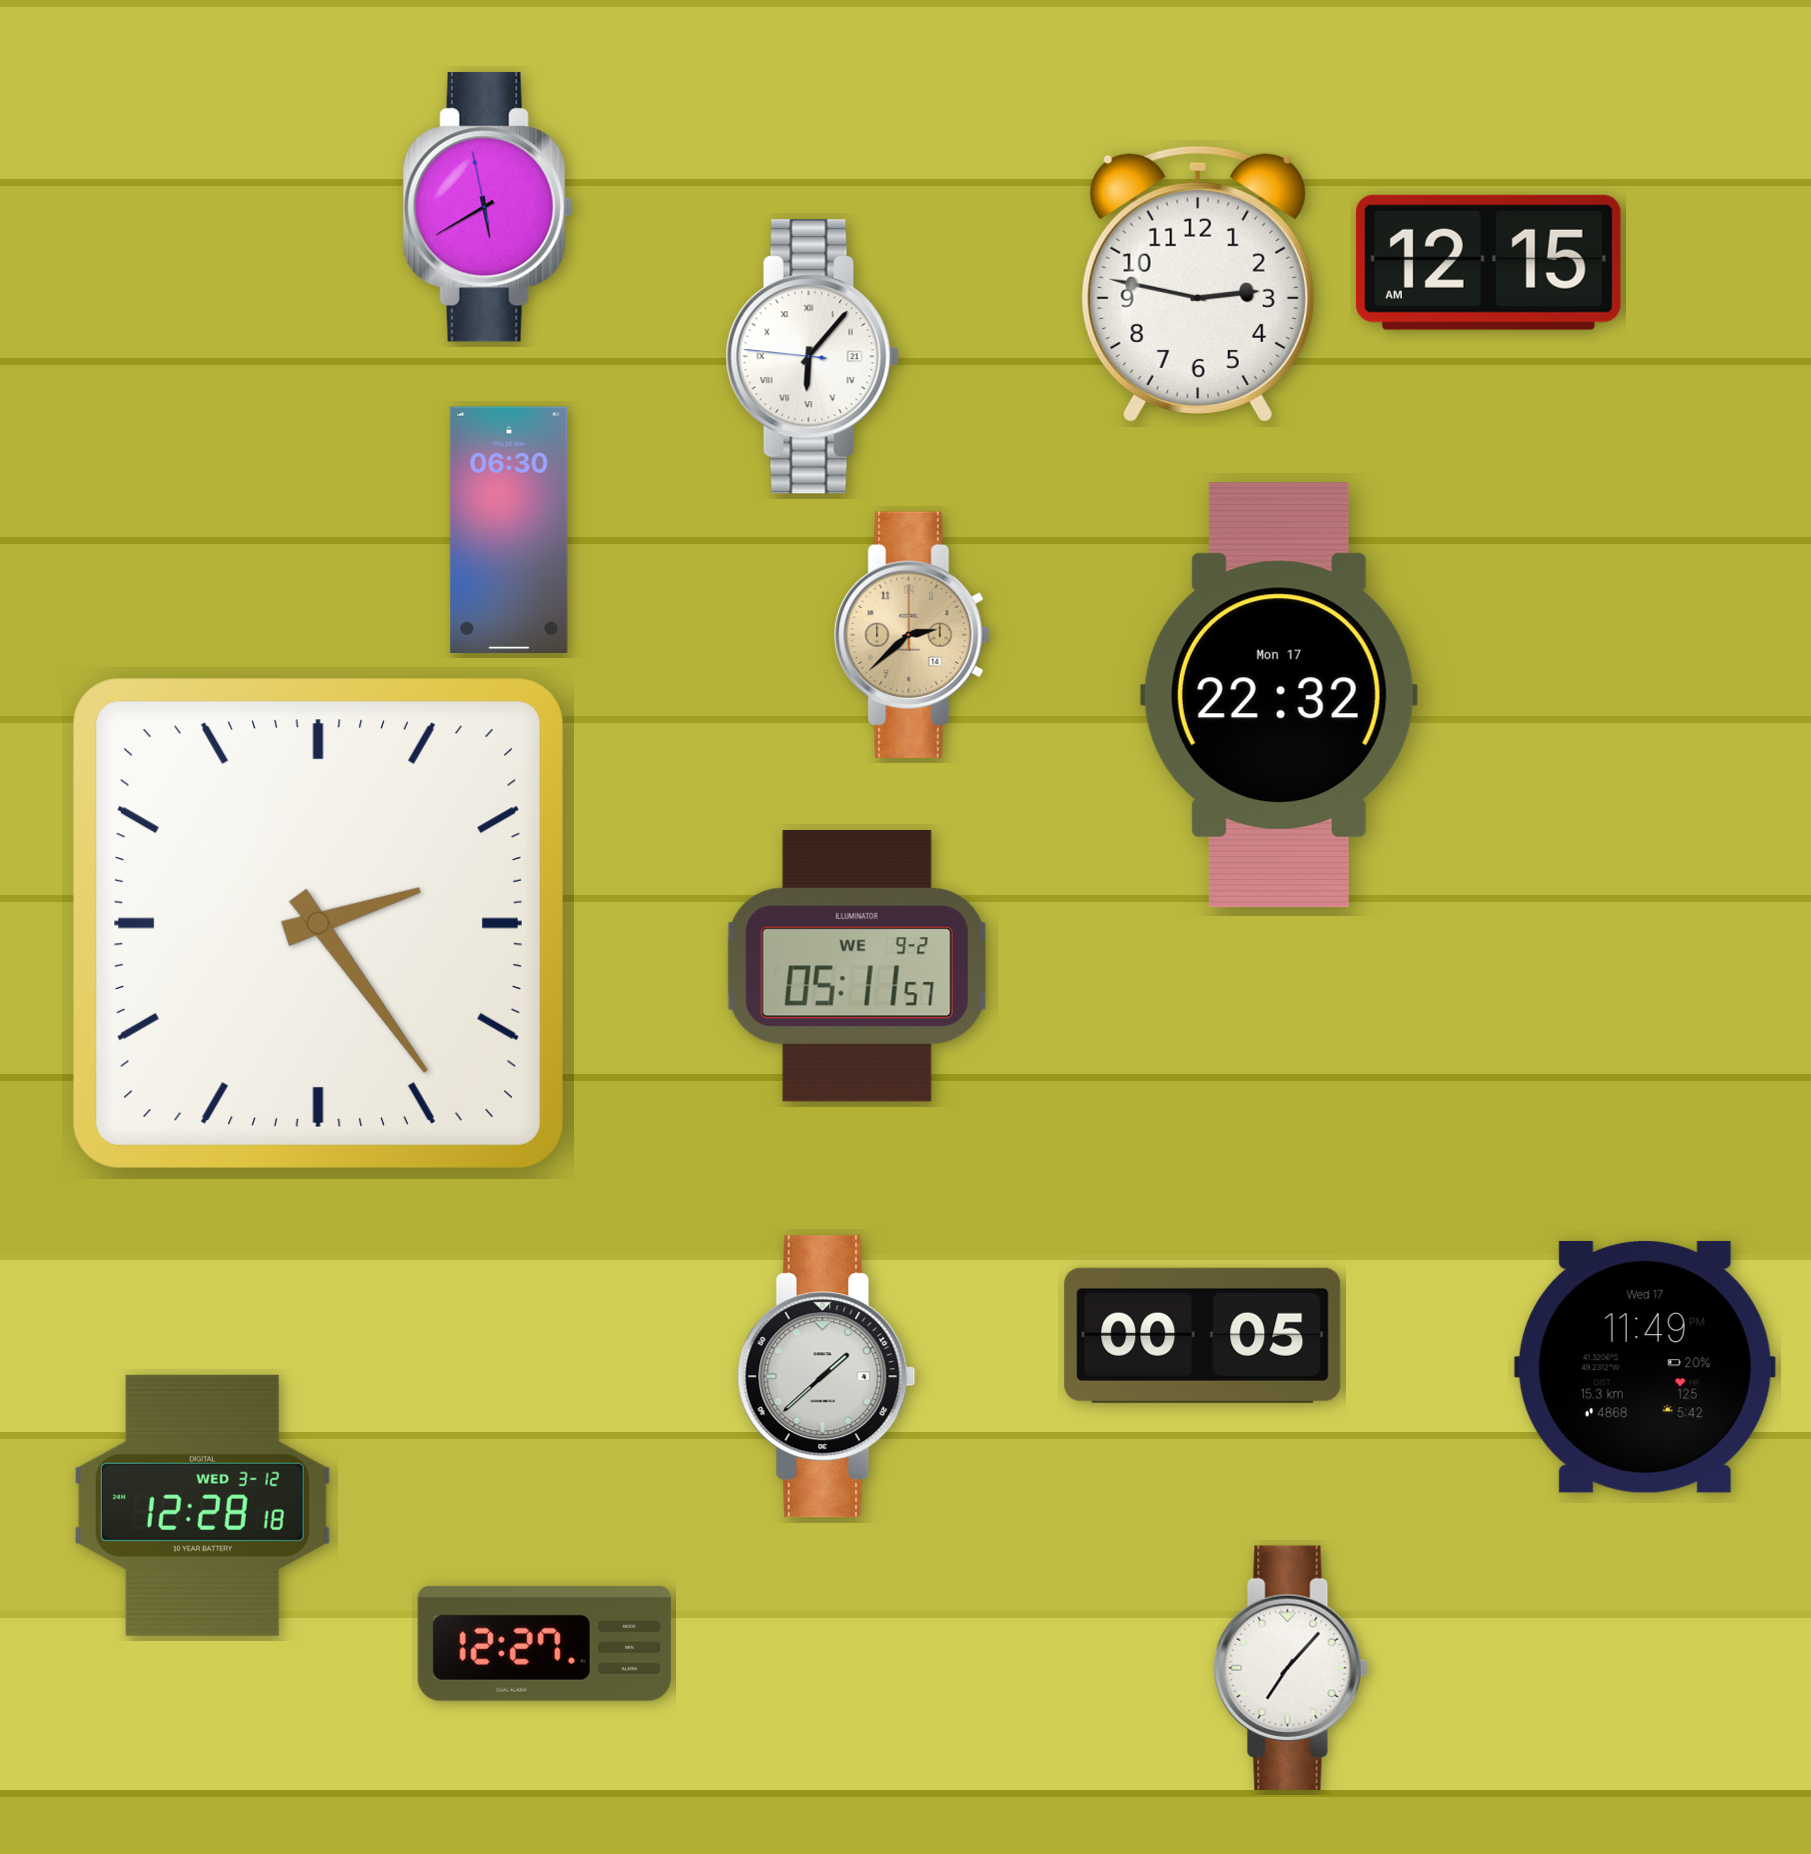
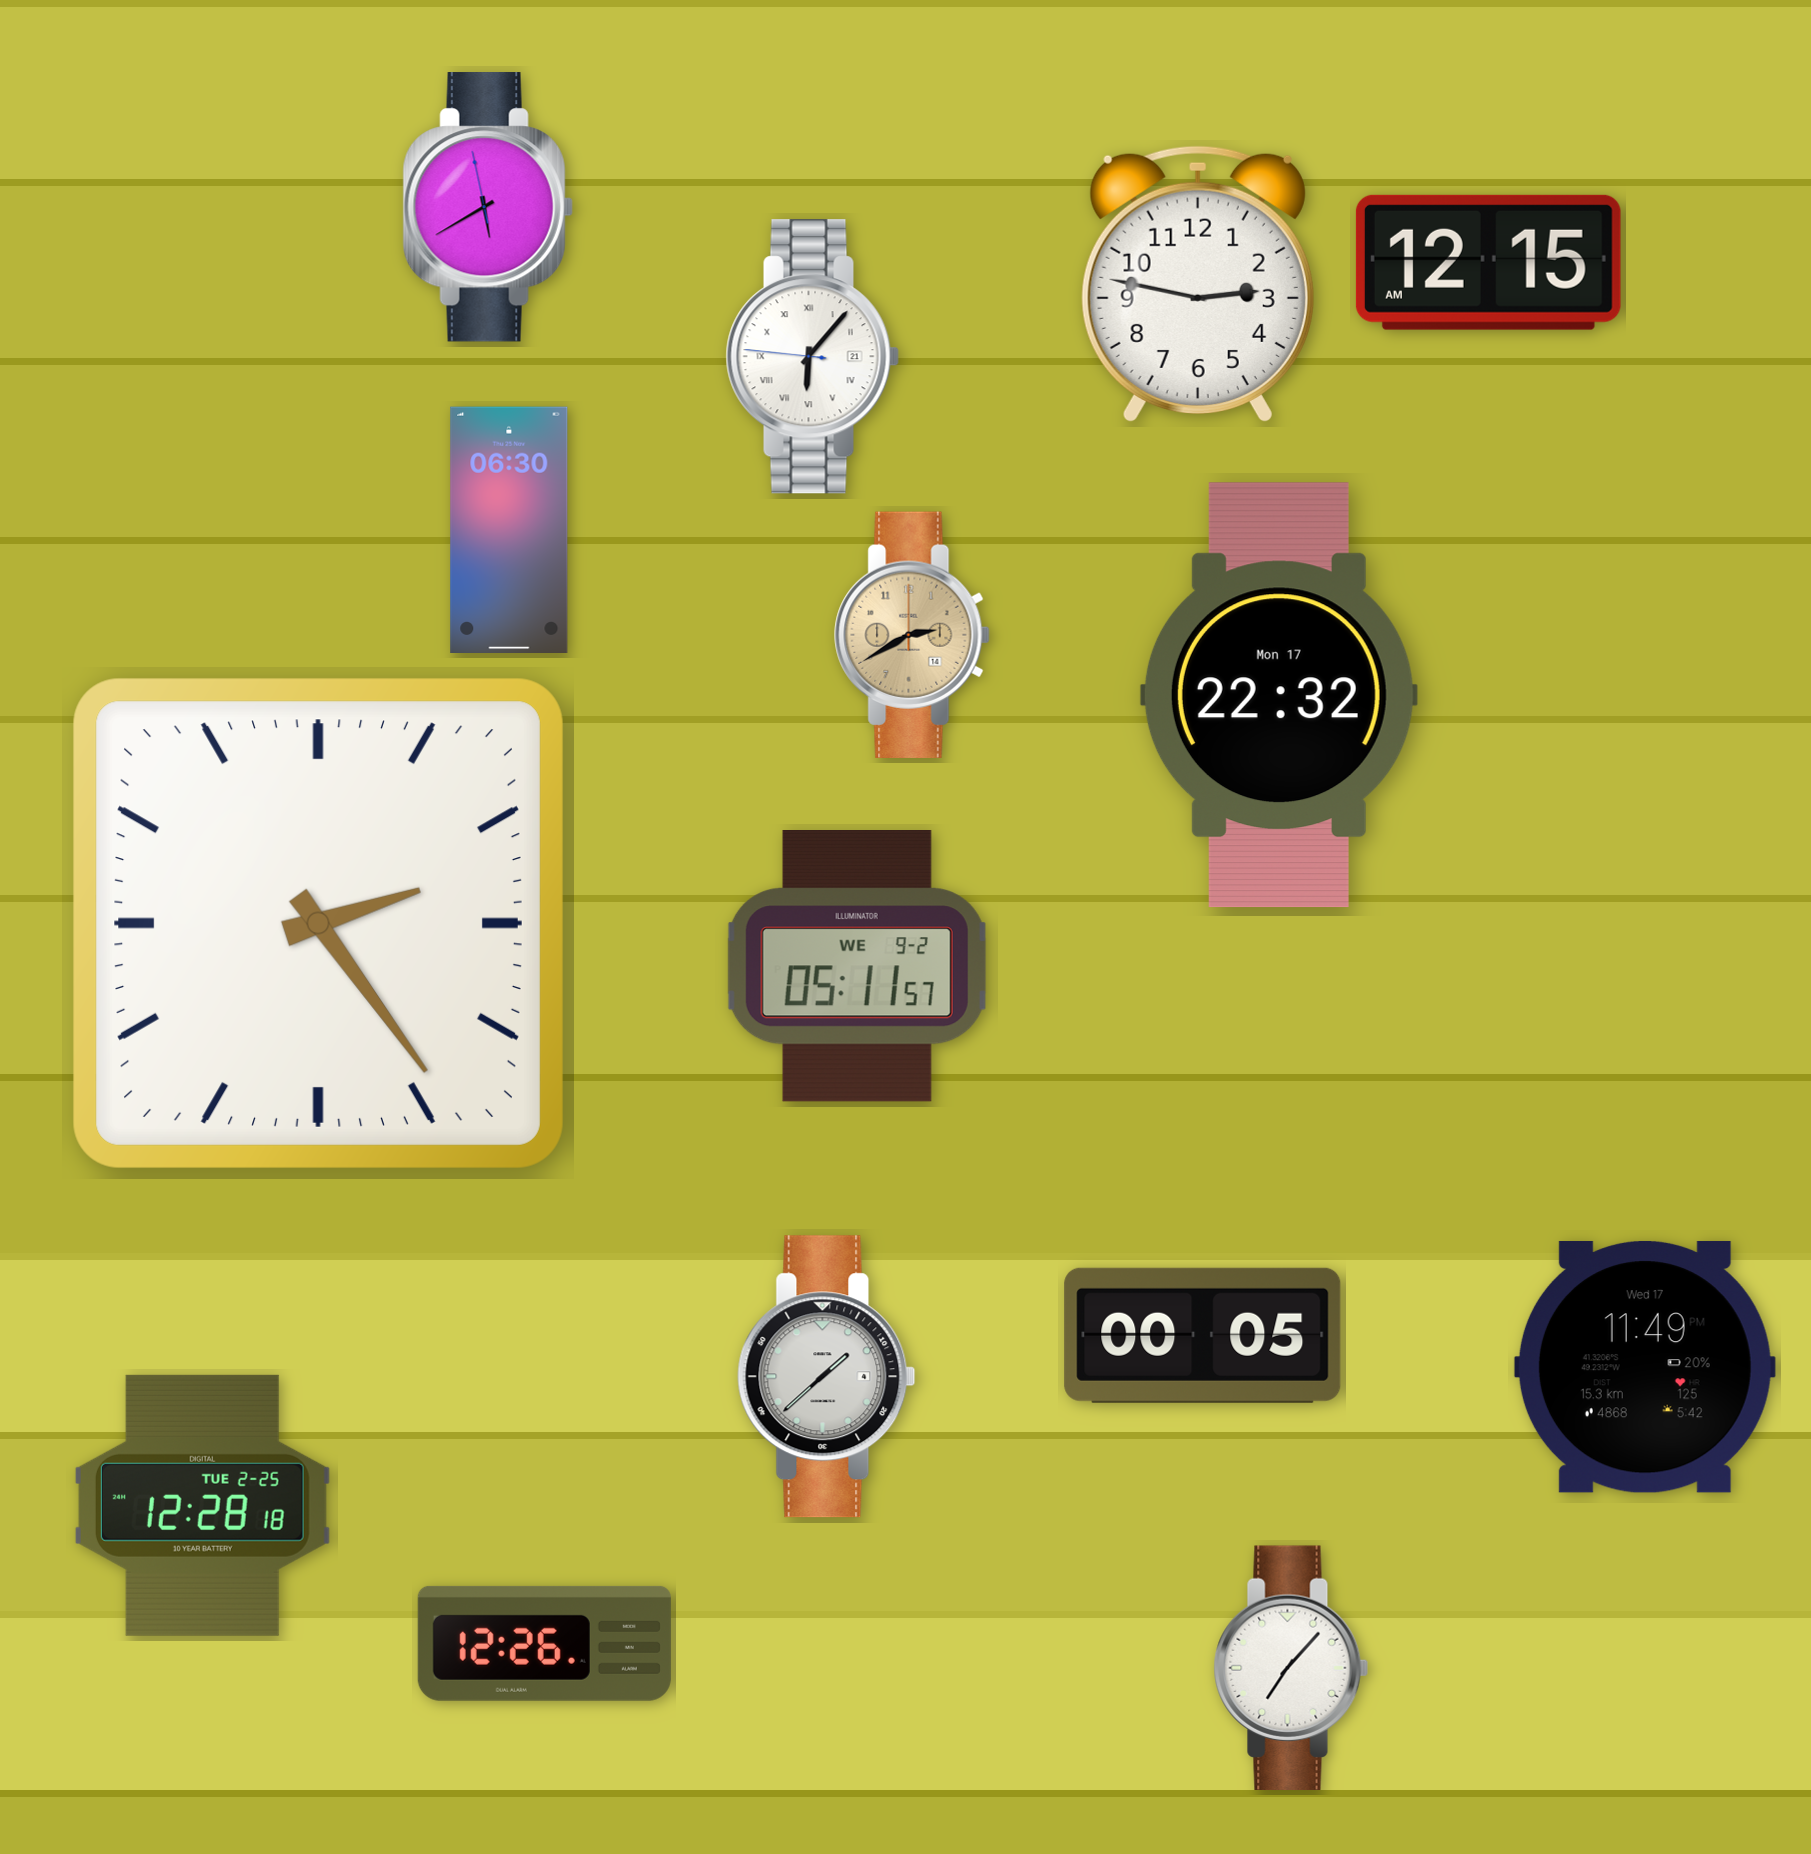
clock at (912, 635): 2:38 -> 2:40
clock at (202, 1505) date: WED 3-12 -> TUE 2-25
clock at (544, 1643): 12:27 -> 12:26
